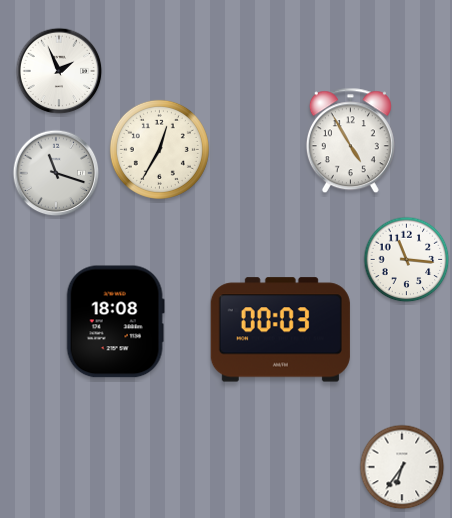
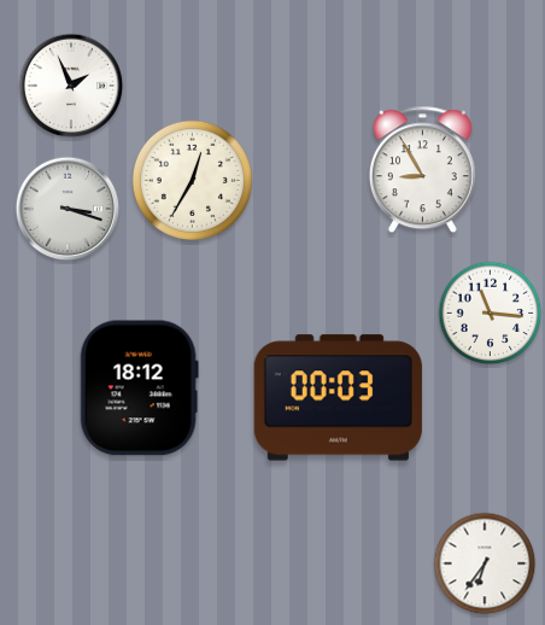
clock at (350, 141): 4:55 -> 8:55
clock at (56, 173): 11:18 -> 3:18
clock at (115, 322): 18:08 -> 18:12
